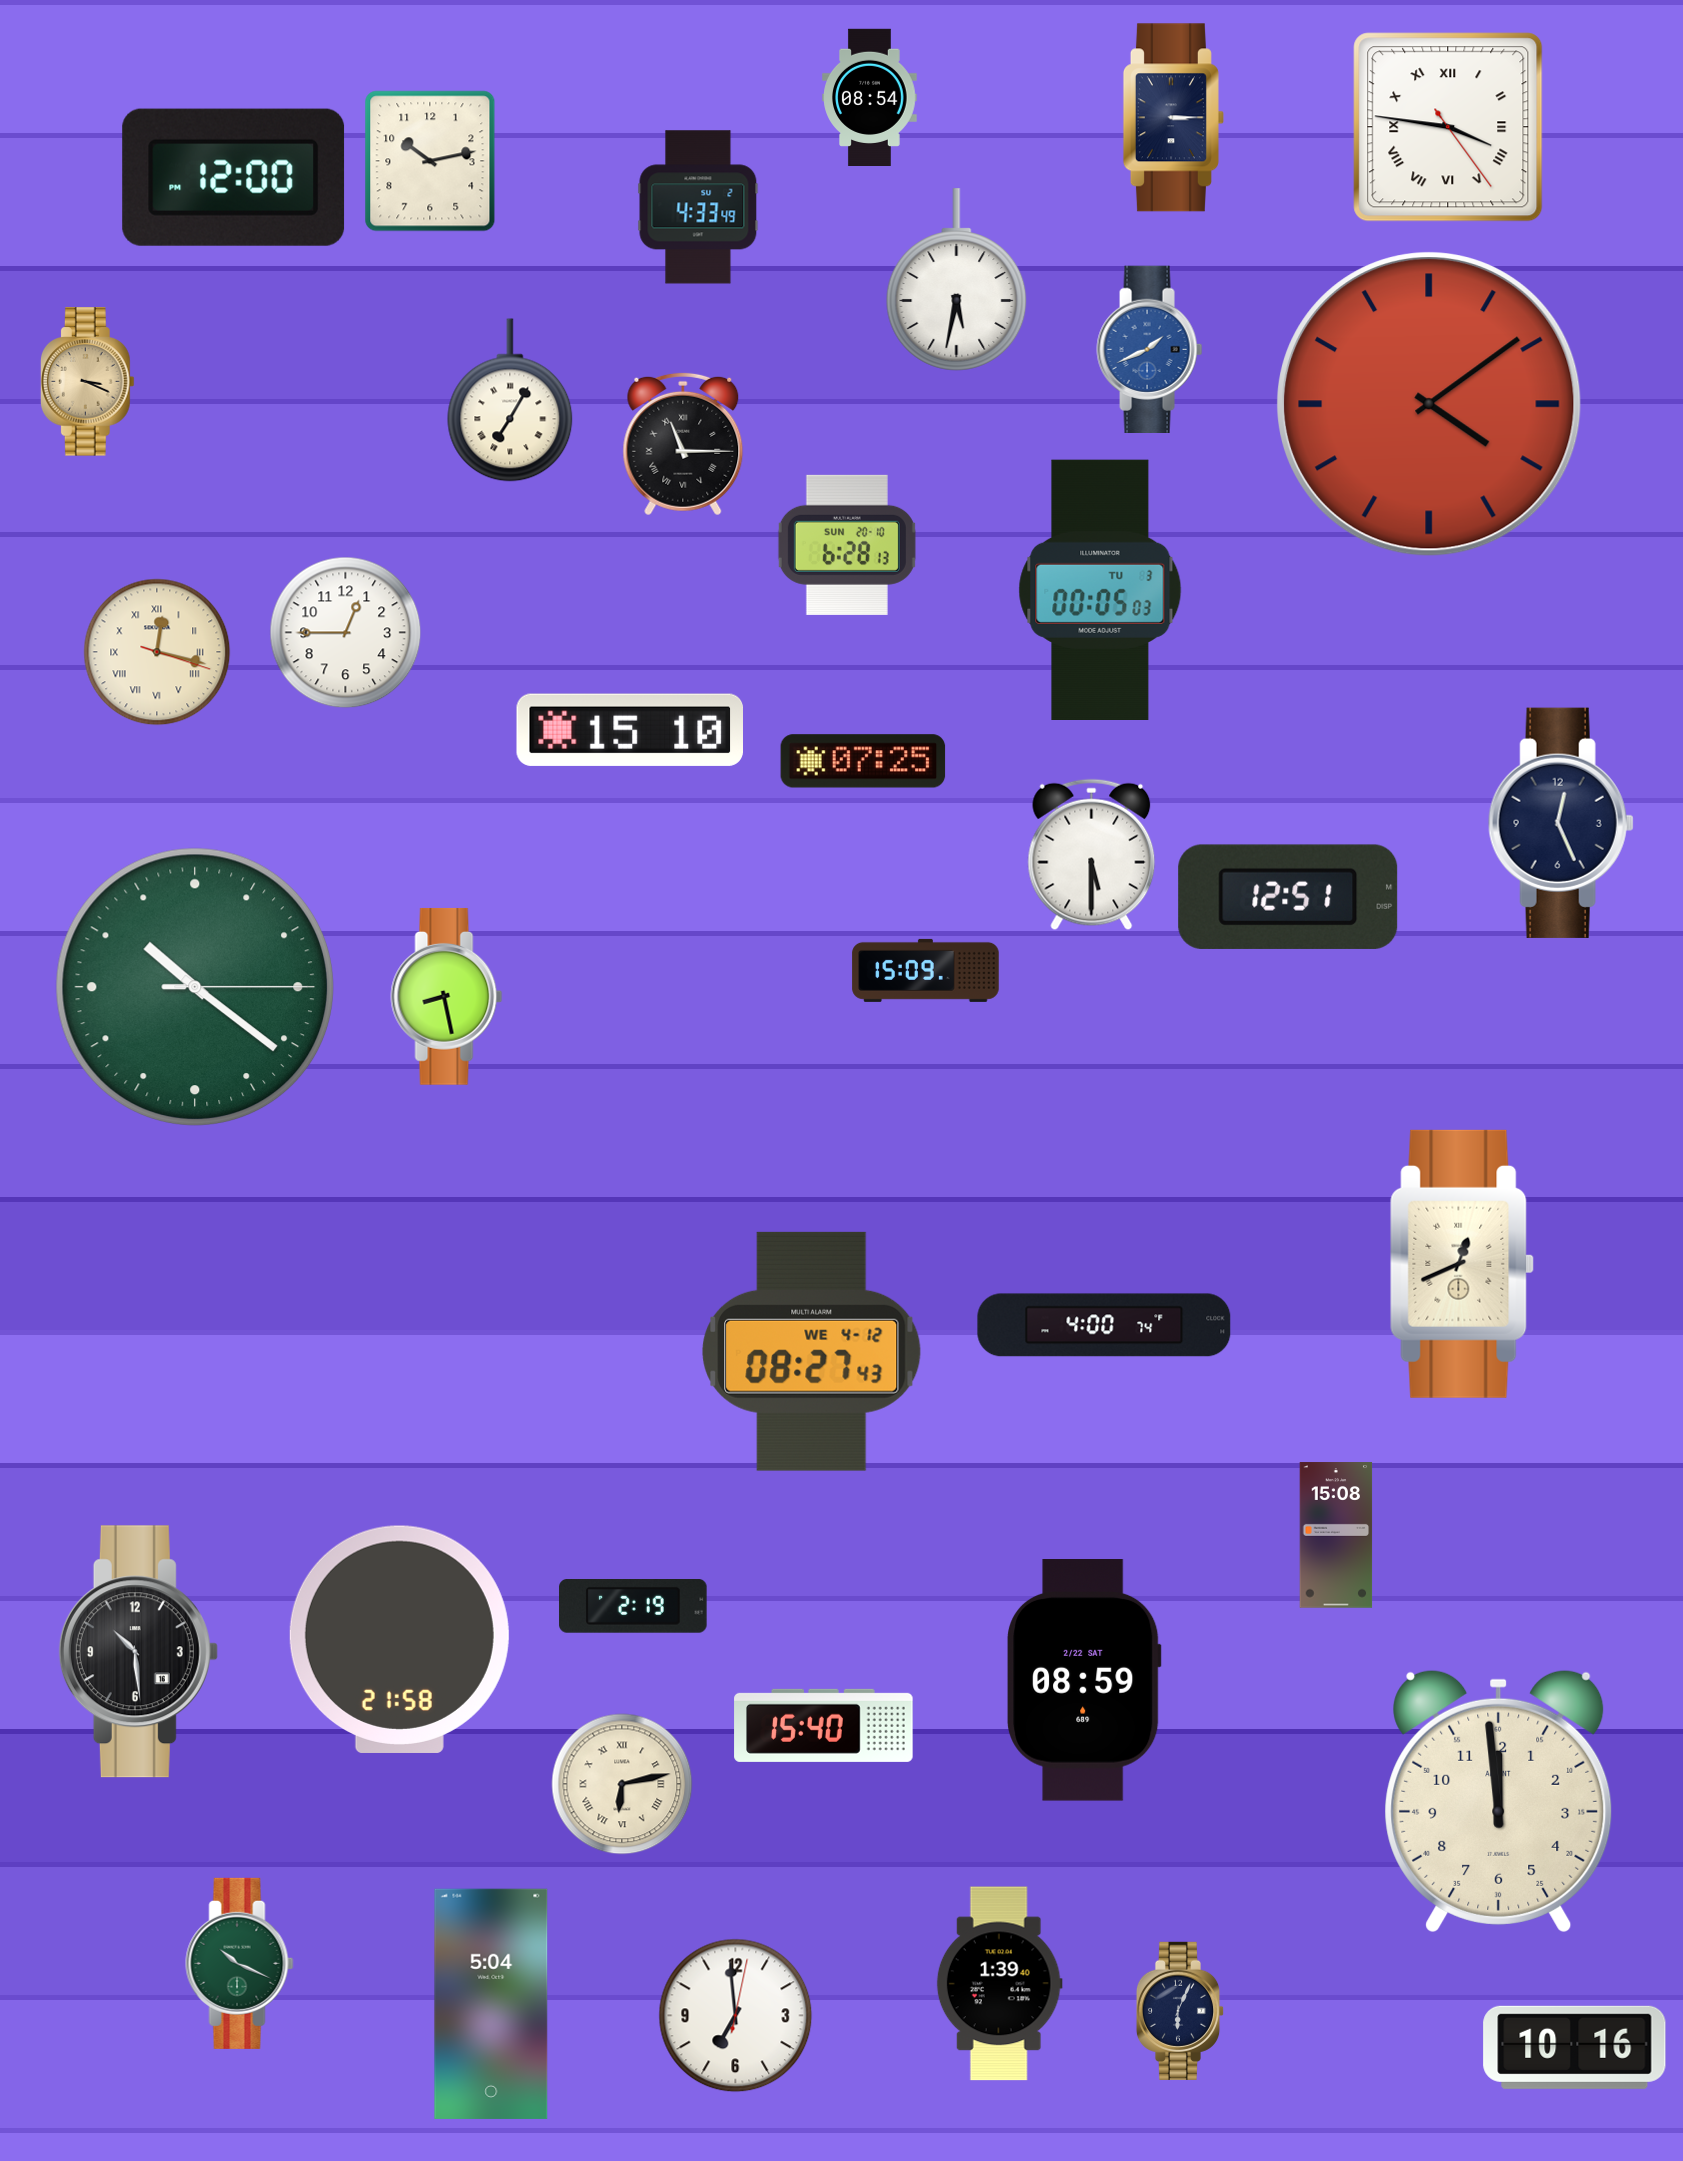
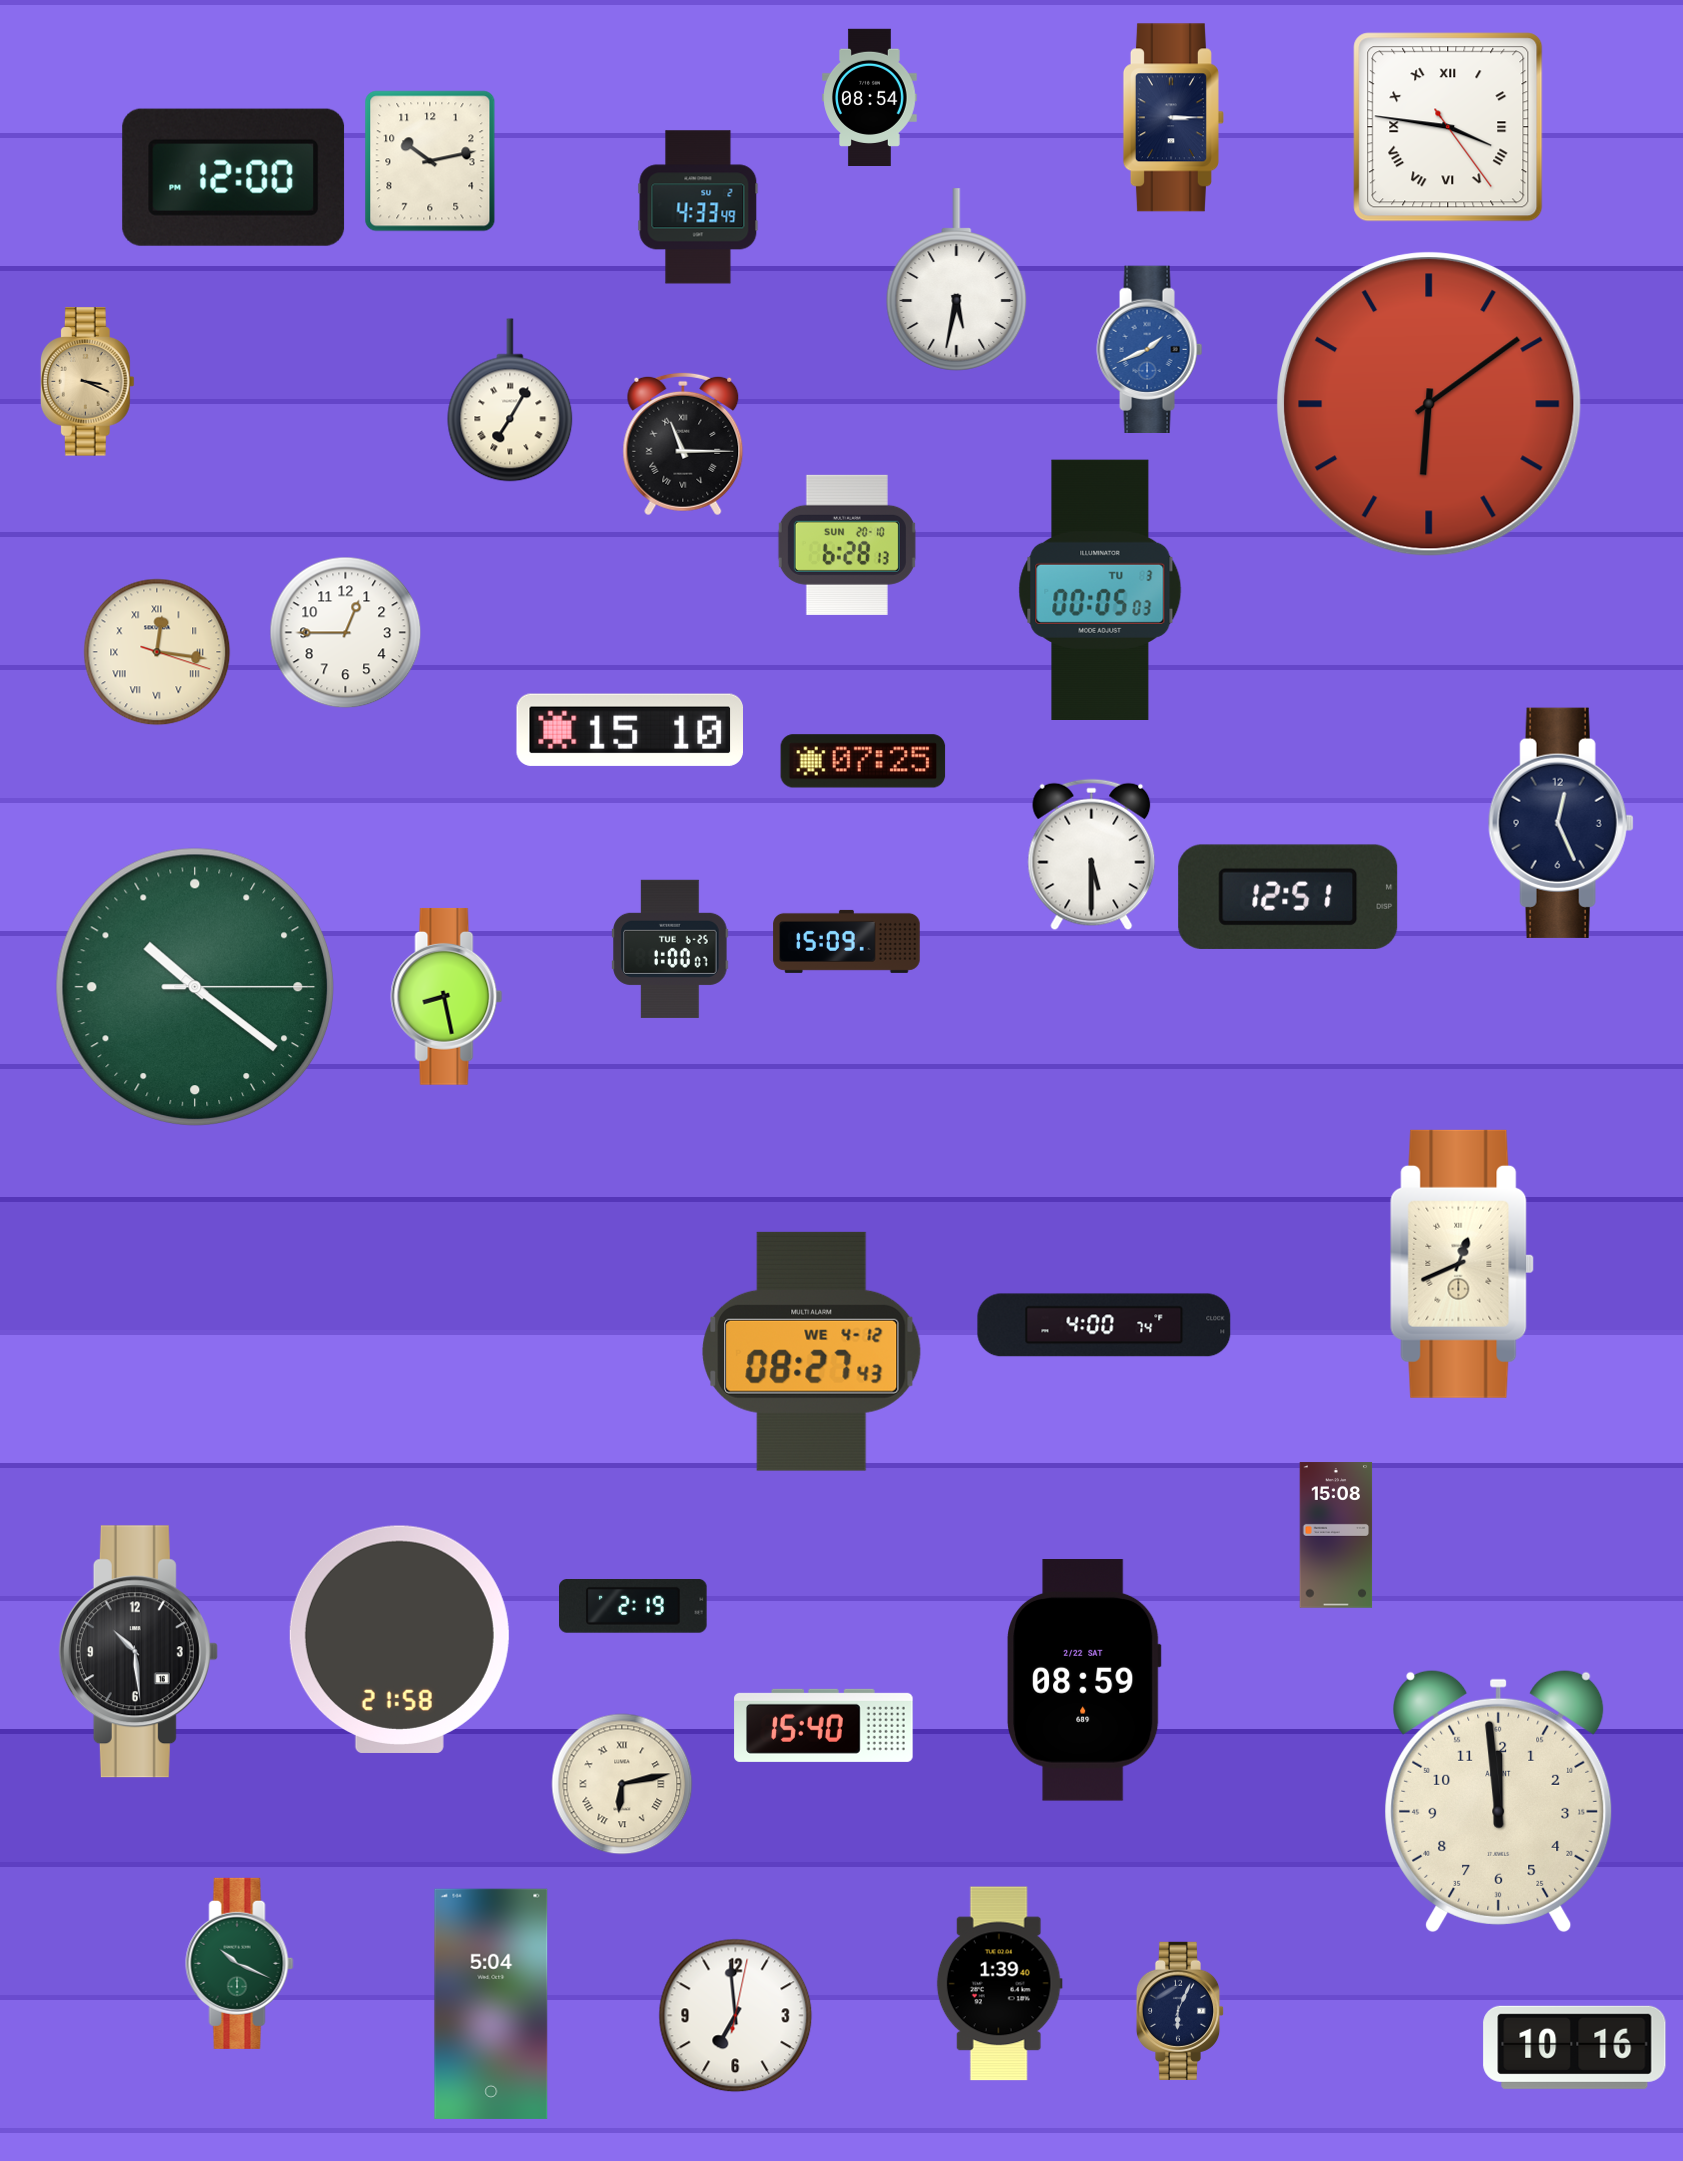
clock at (1429, 404): 4:09 -> 6:09
clock at (157, 652): 12:17 -> 12:16
clock at (670, 949): none -> 1:00
clock at (926, 970) position: (926, 970) -> (847, 941)
